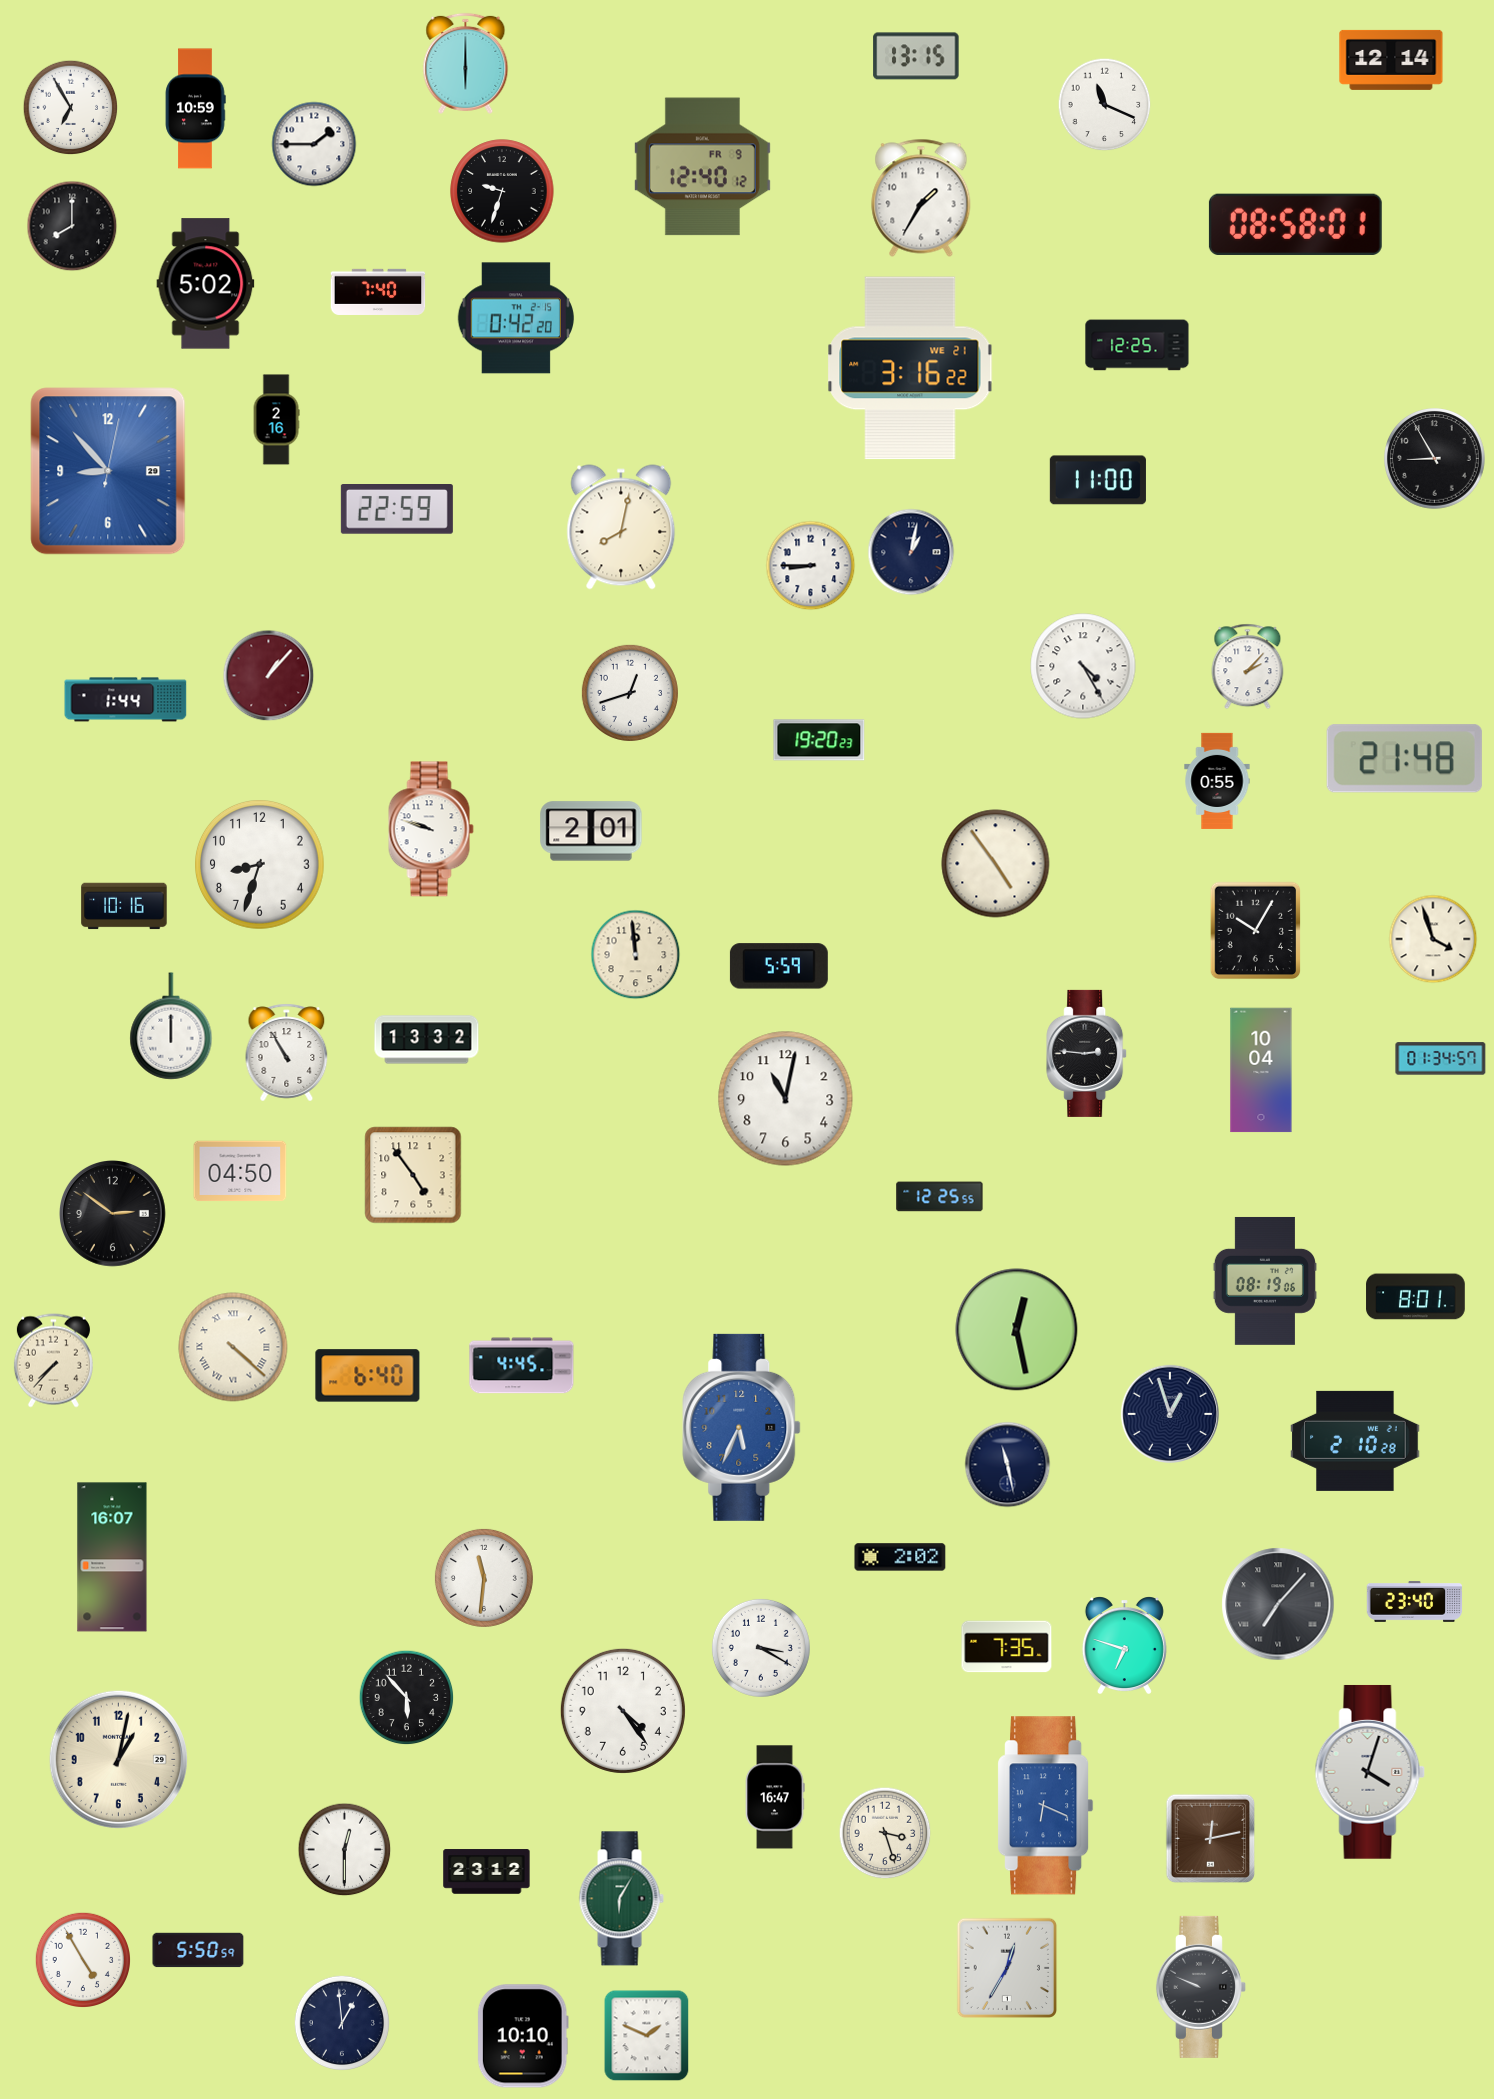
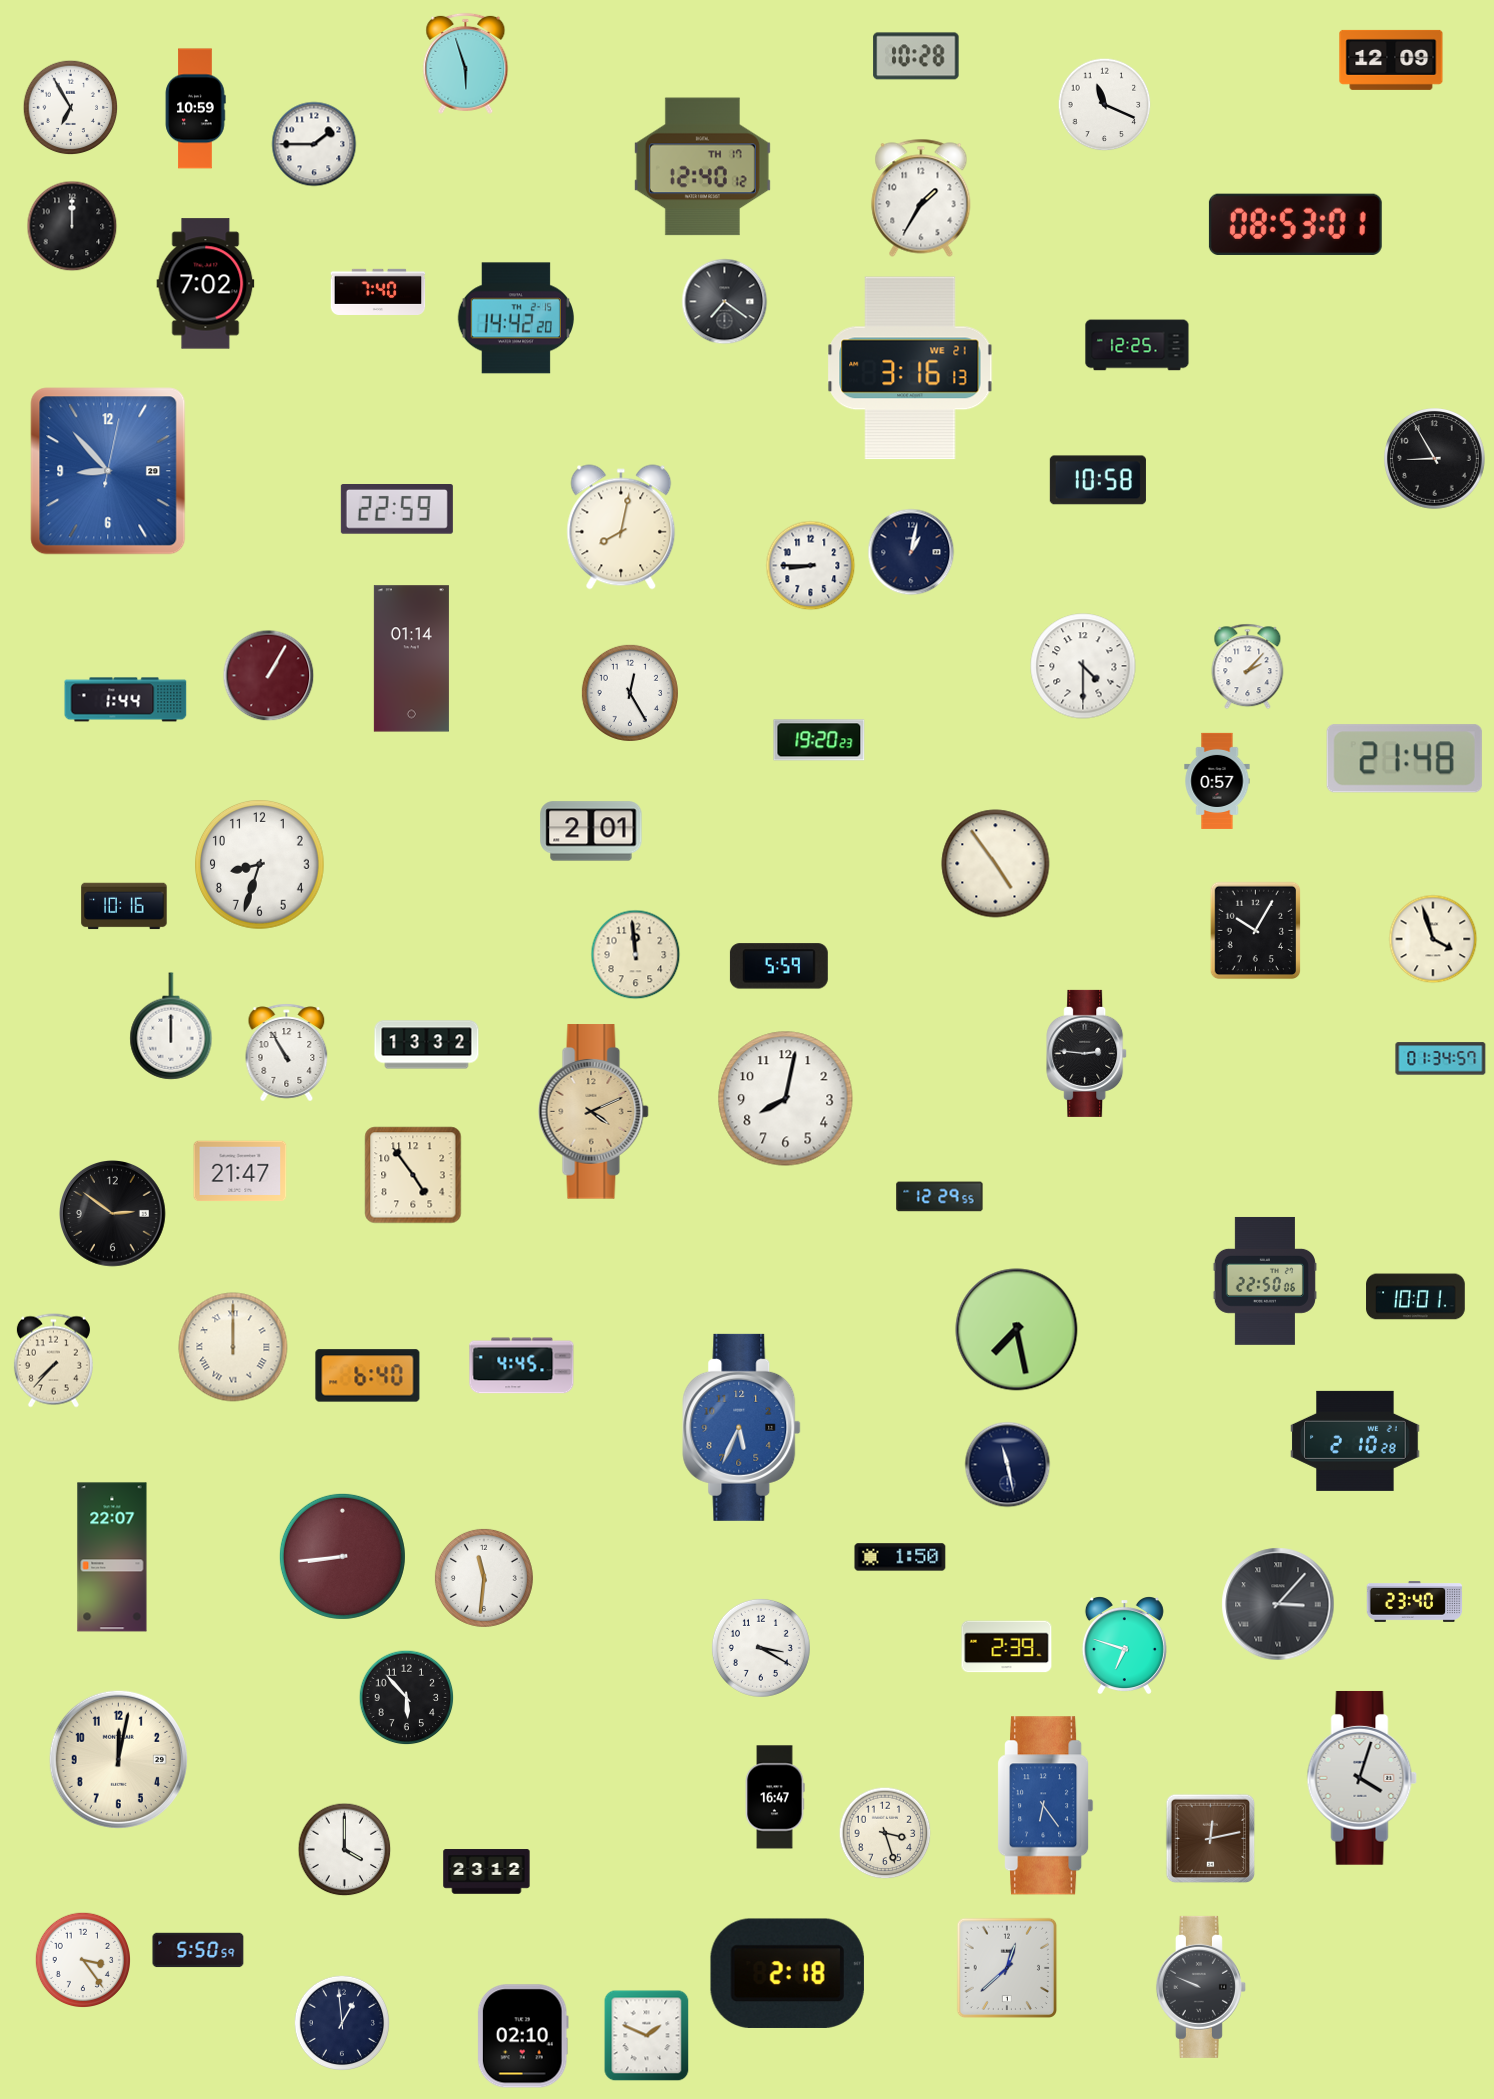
clock at (916, 56): 13:15 -> 10:28
clock at (1391, 60): 12:14 -> 12:09
clock at (466, 63): 6:00 -> 5:57
clock at (702, 167) date: FR 9 -> TH 17
clock at (502, 191): 9:33 -> none
clock at (1295, 224): 08:58 -> 08:53
clock at (72, 226): 8:00 -> 12:00
clock at (206, 284): 5:02 -> 7:02
clock at (725, 302): none -> 7:21
clock at (515, 318): 0:42 -> 14:42
clock at (910, 368): 3:16:22 -> 3:16:13
clock at (276, 420): 2:16 -> none
clock at (1098, 480): 11:00 -> 10:58
clock at (411, 659): none -> 01:14
clock at (1083, 666): 4:25 -> 4:30
clock at (269, 676): 1:07 -> 1:05
clock at (630, 693): 12:42 -> 12:25
clock at (1217, 780): 0:55 -> 0:57
clock at (431, 829): 9:48 -> none
clock at (427, 1040) position: (427, 1040) -> (427, 1045)
clock at (1261, 1070): 10:04 -> none
clock at (786, 1099): 11:02 -> 8:02
clock at (593, 1112): none -> 4:11
clock at (240, 1171): 04:50 -> 21:47
clock at (940, 1197): 12:25 -> 12:29
clock at (1265, 1281): 08:19 -> 22:50
clock at (1416, 1297): 8:01 -> 10:01
clock at (1017, 1330): 12:28 -> 7:28
clock at (233, 1347): 4:22 -> 12:00
clock at (1170, 1414): 12:57 -> none
clock at (342, 1556): none -> 8:44
clock at (112, 1557): 16:07 -> 22:07
clock at (900, 1557): 2:02 -> 1:50
clock at (1278, 1604): 7:07 -> 3:07
clock at (1007, 1647): 7:35 -> 2:39
clock at (623, 1711): 4:24 -> none
clock at (118, 1759): 1:02 -> 12:02
clock at (1370, 1772) position: (1370, 1772) -> (1362, 1778)
clock at (1046, 1806): 6:19 -> 6:24
clock at (345, 1850): 12:30 -> 4:00
clock at (621, 1899): 6:05 -> none
clock at (82, 1959): 4:55 -> 3:24
clock at (1007, 1968): 12:35 -> 12:38
clock at (787, 1973): none -> 2:18
clock at (523, 2036): 10:10 -> 02:10
